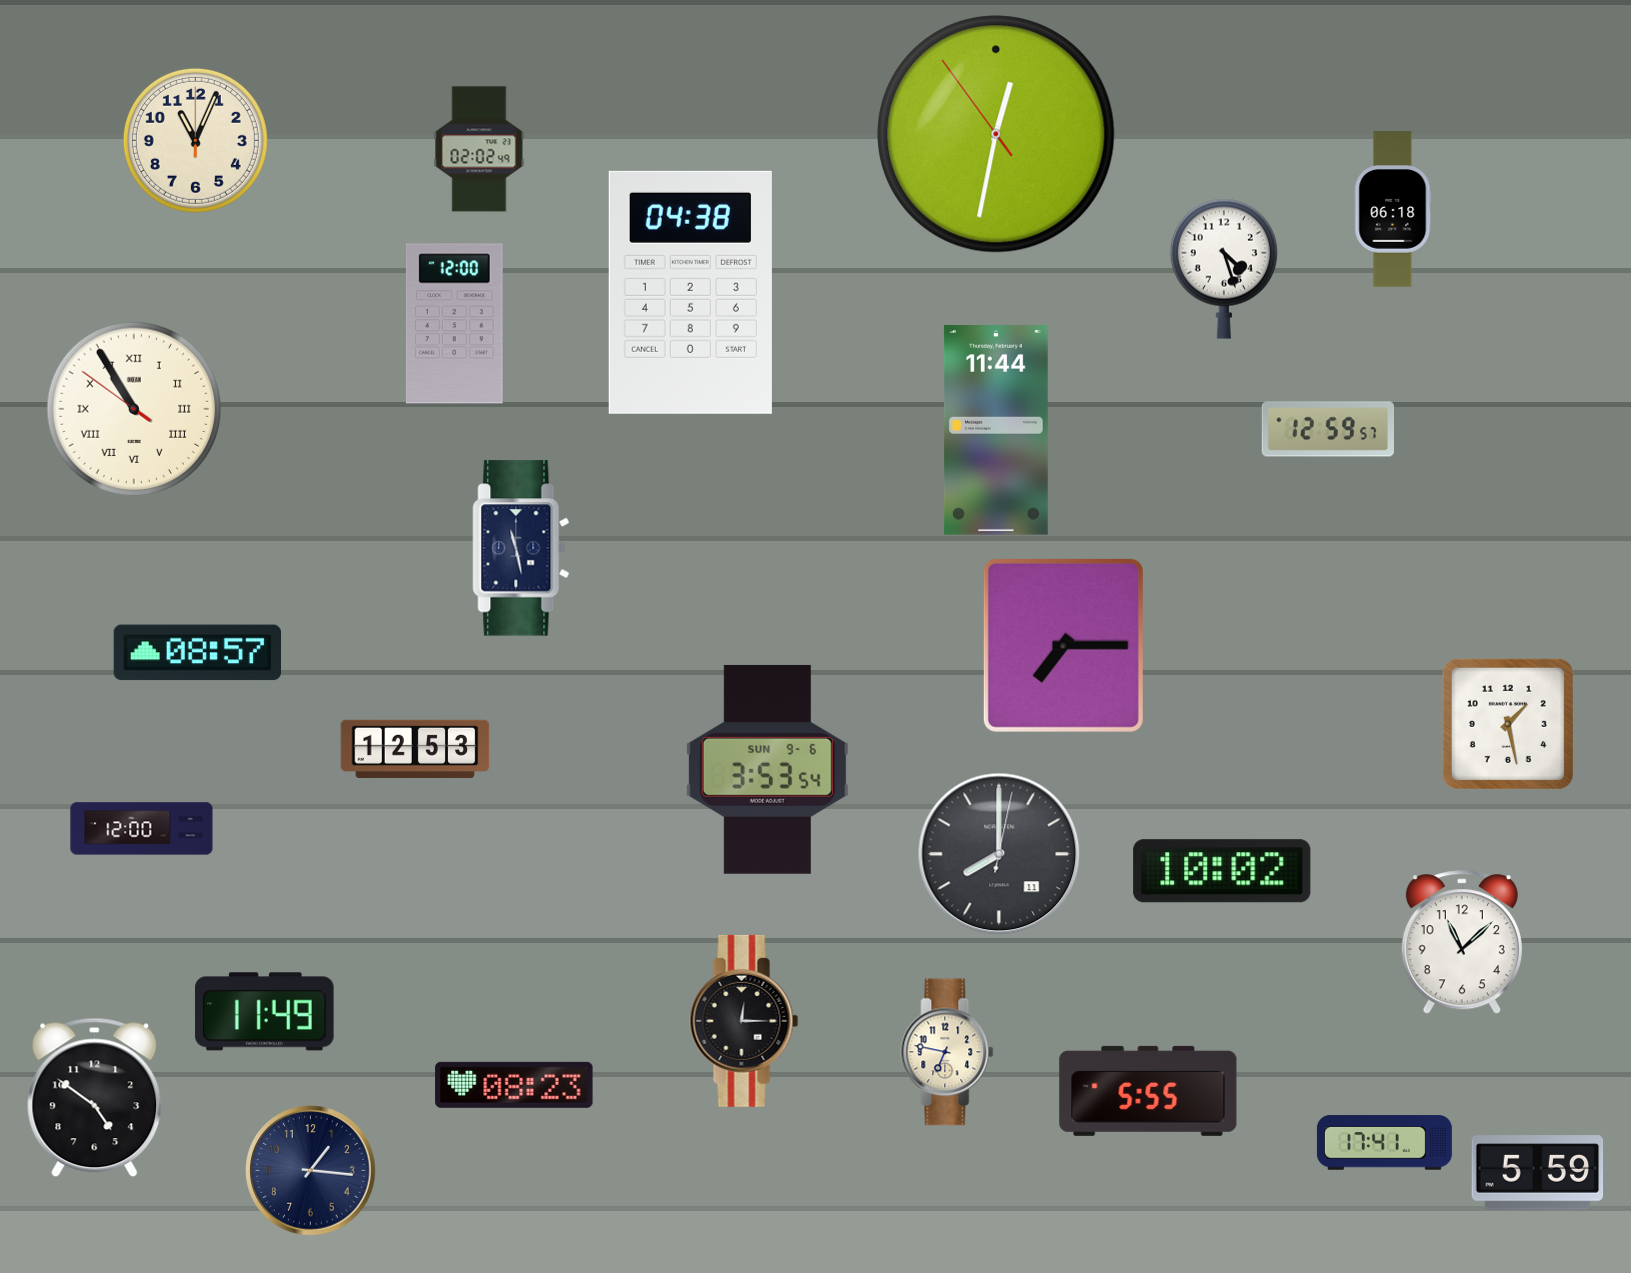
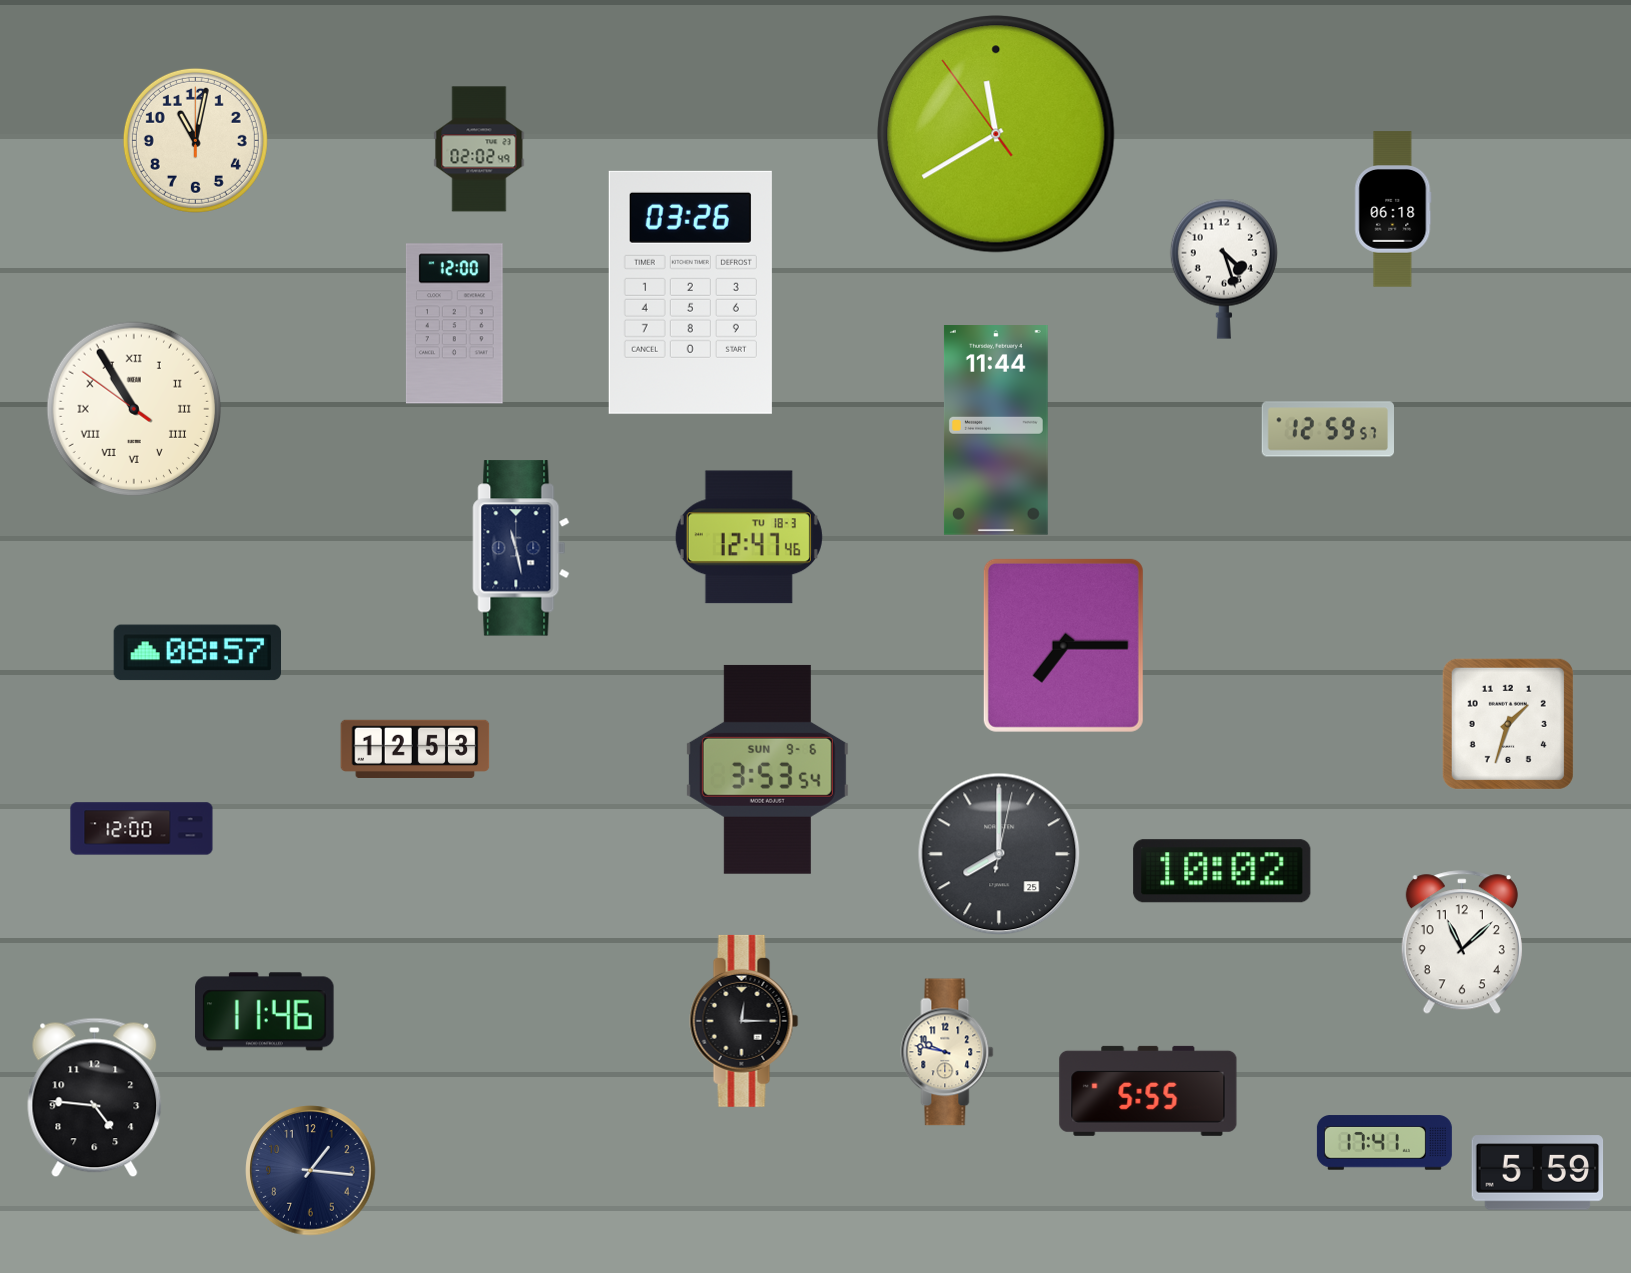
clock at (996, 134): 12:31 -> 11:39
clock at (195, 140): 11:04 -> 11:02
clock at (690, 292): 04:38 -> 03:26
clock at (749, 537): none -> 12:47
clock at (1508, 724): 1:28 -> 1:33
clock at (999, 854) date: 11 -> 25
clock at (265, 1012): 11:49 -> 11:46
clock at (947, 1052): 6:47 -> 9:47
clock at (514, 1085): 08:23 -> none
clock at (95, 1098): 4:51 -> 4:46
